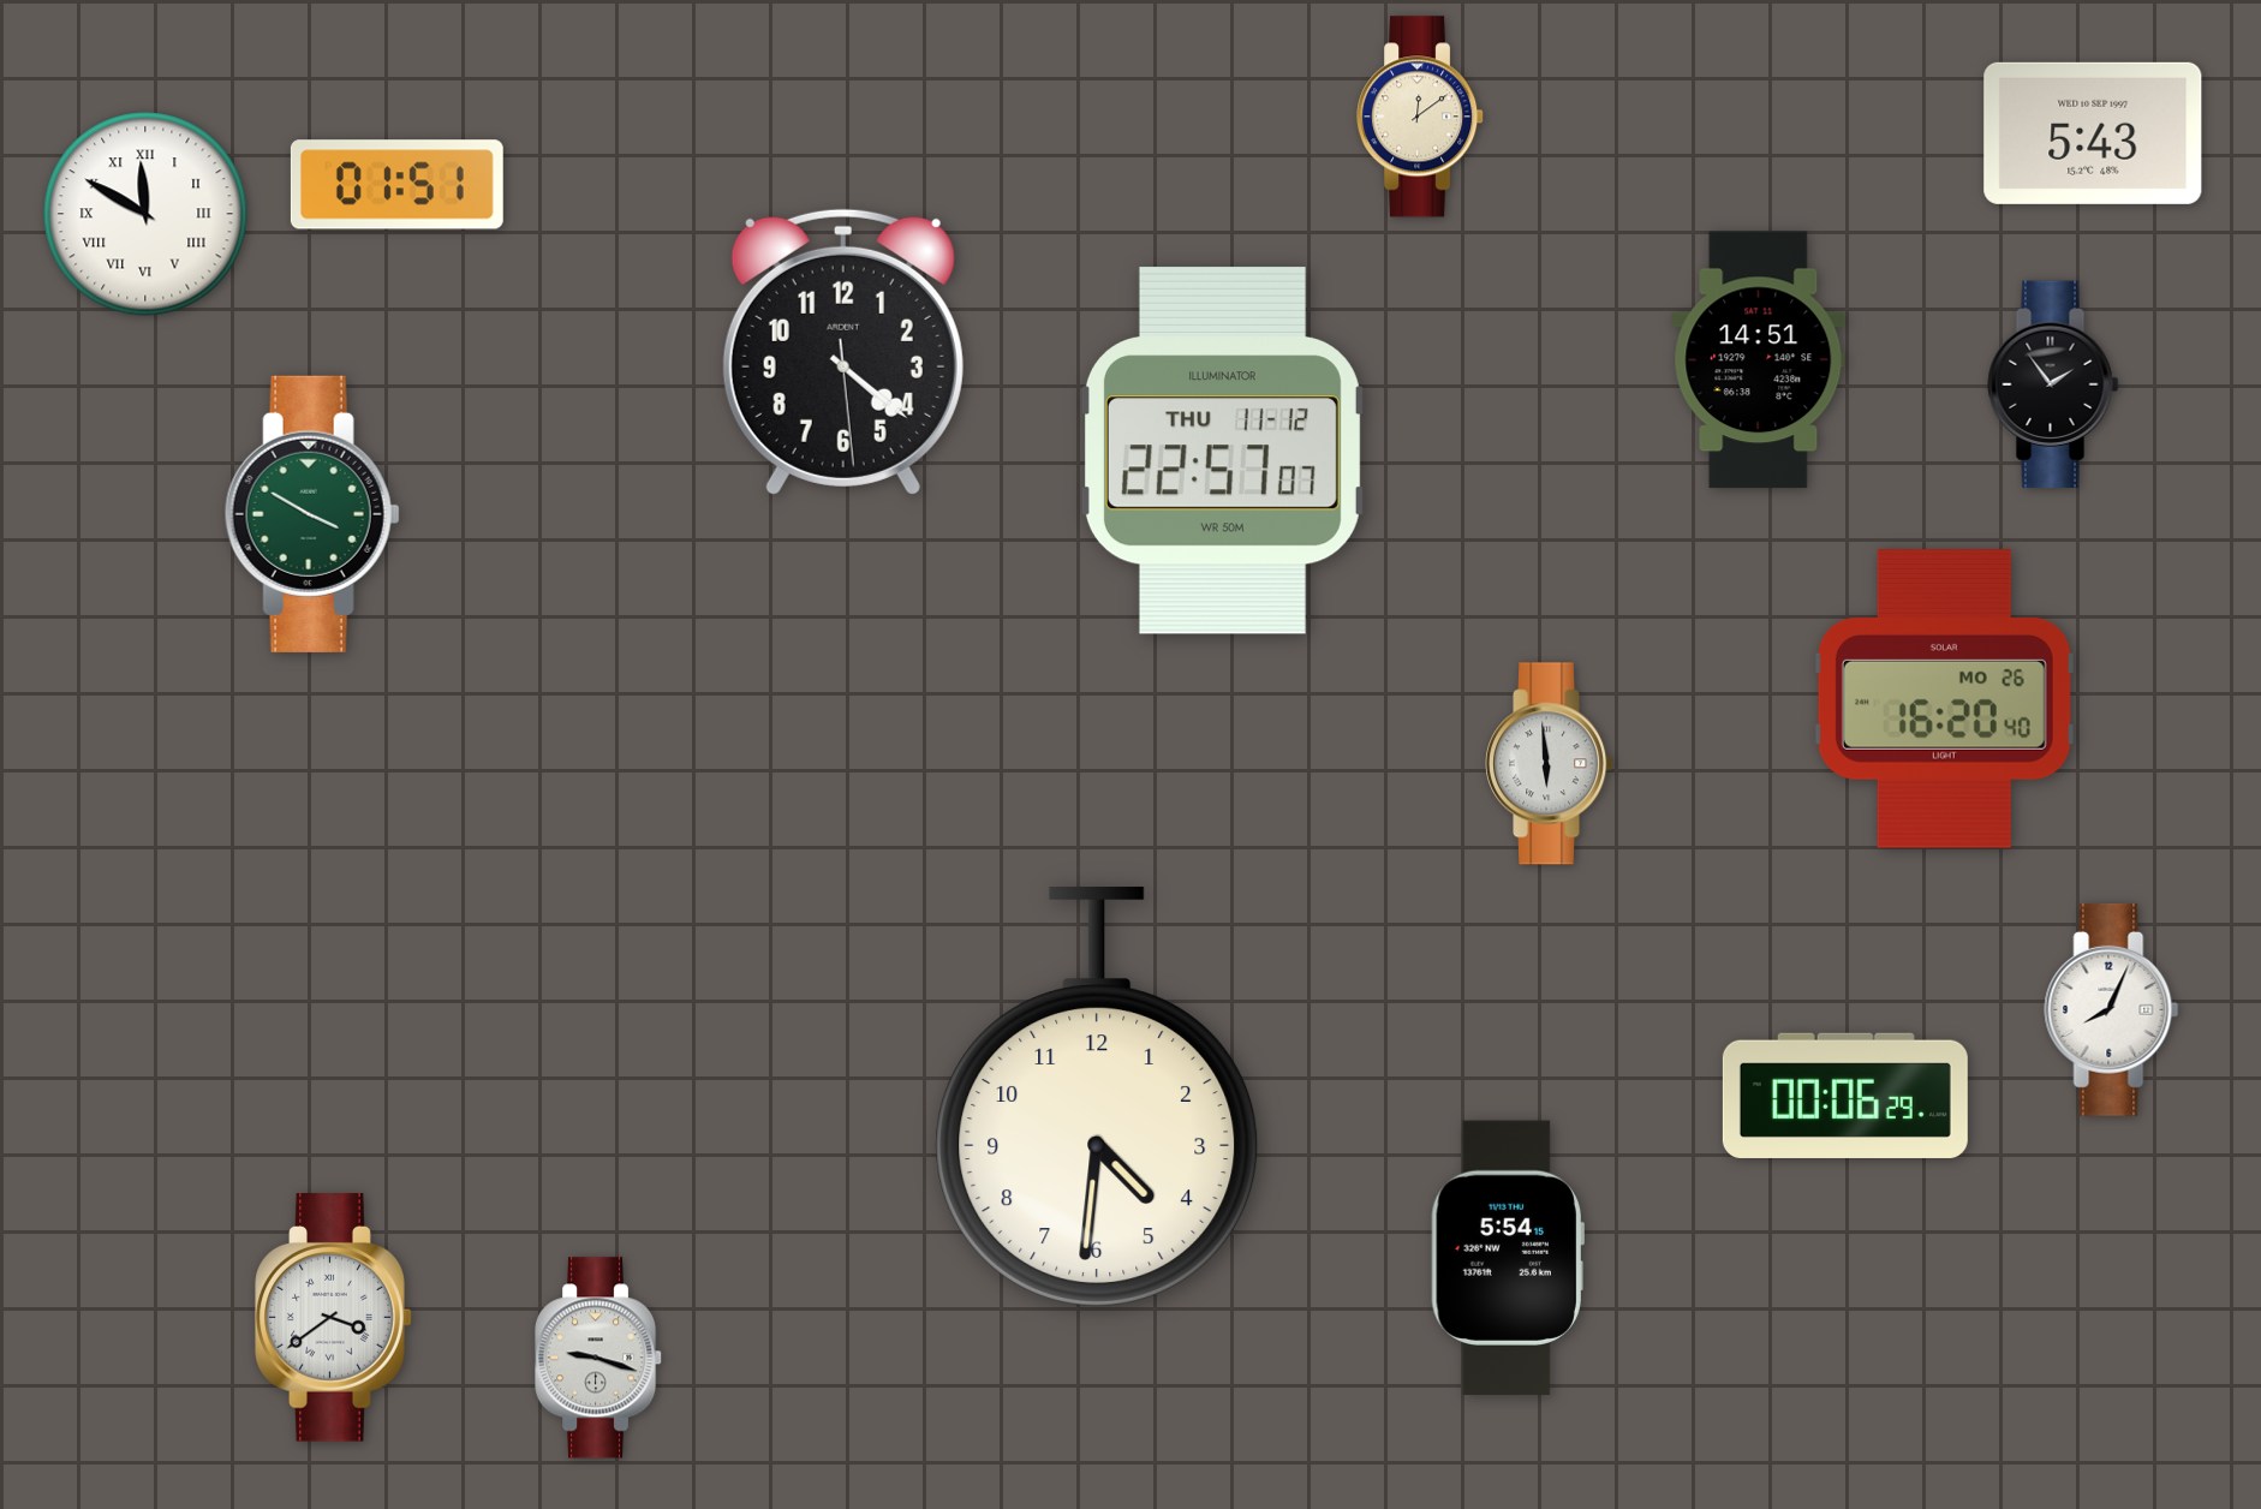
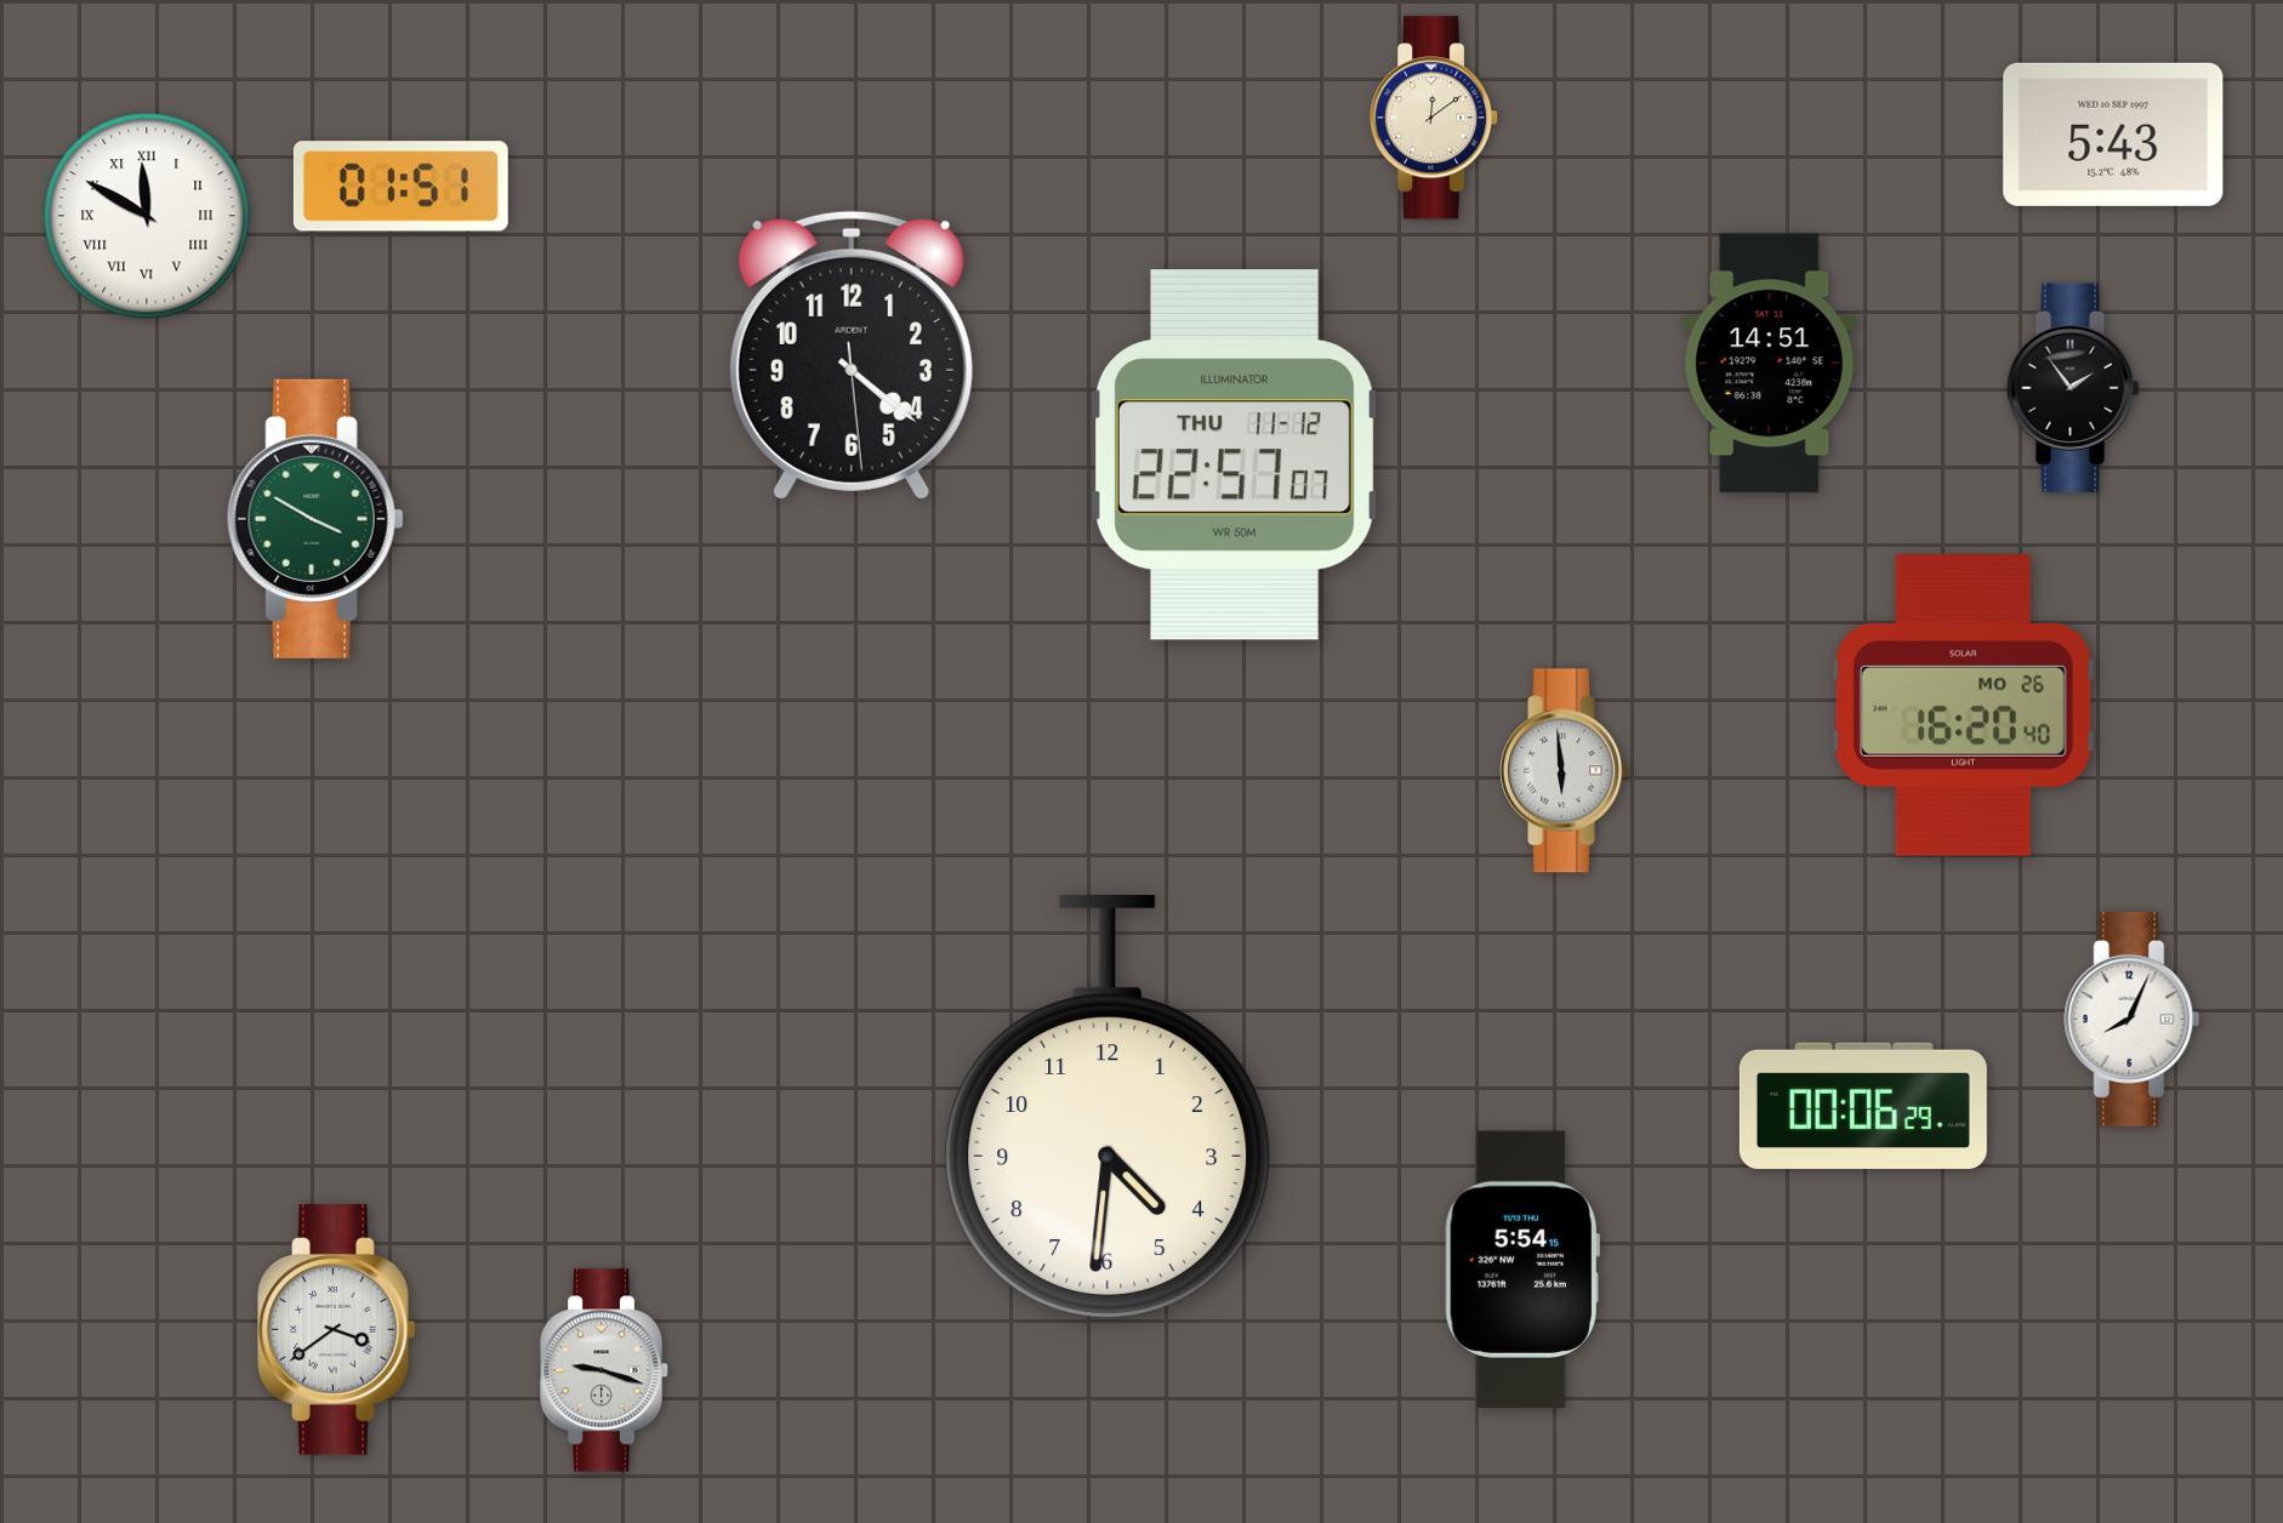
clock at (1759, 360) position: (1759, 360) -> (1770, 364)
